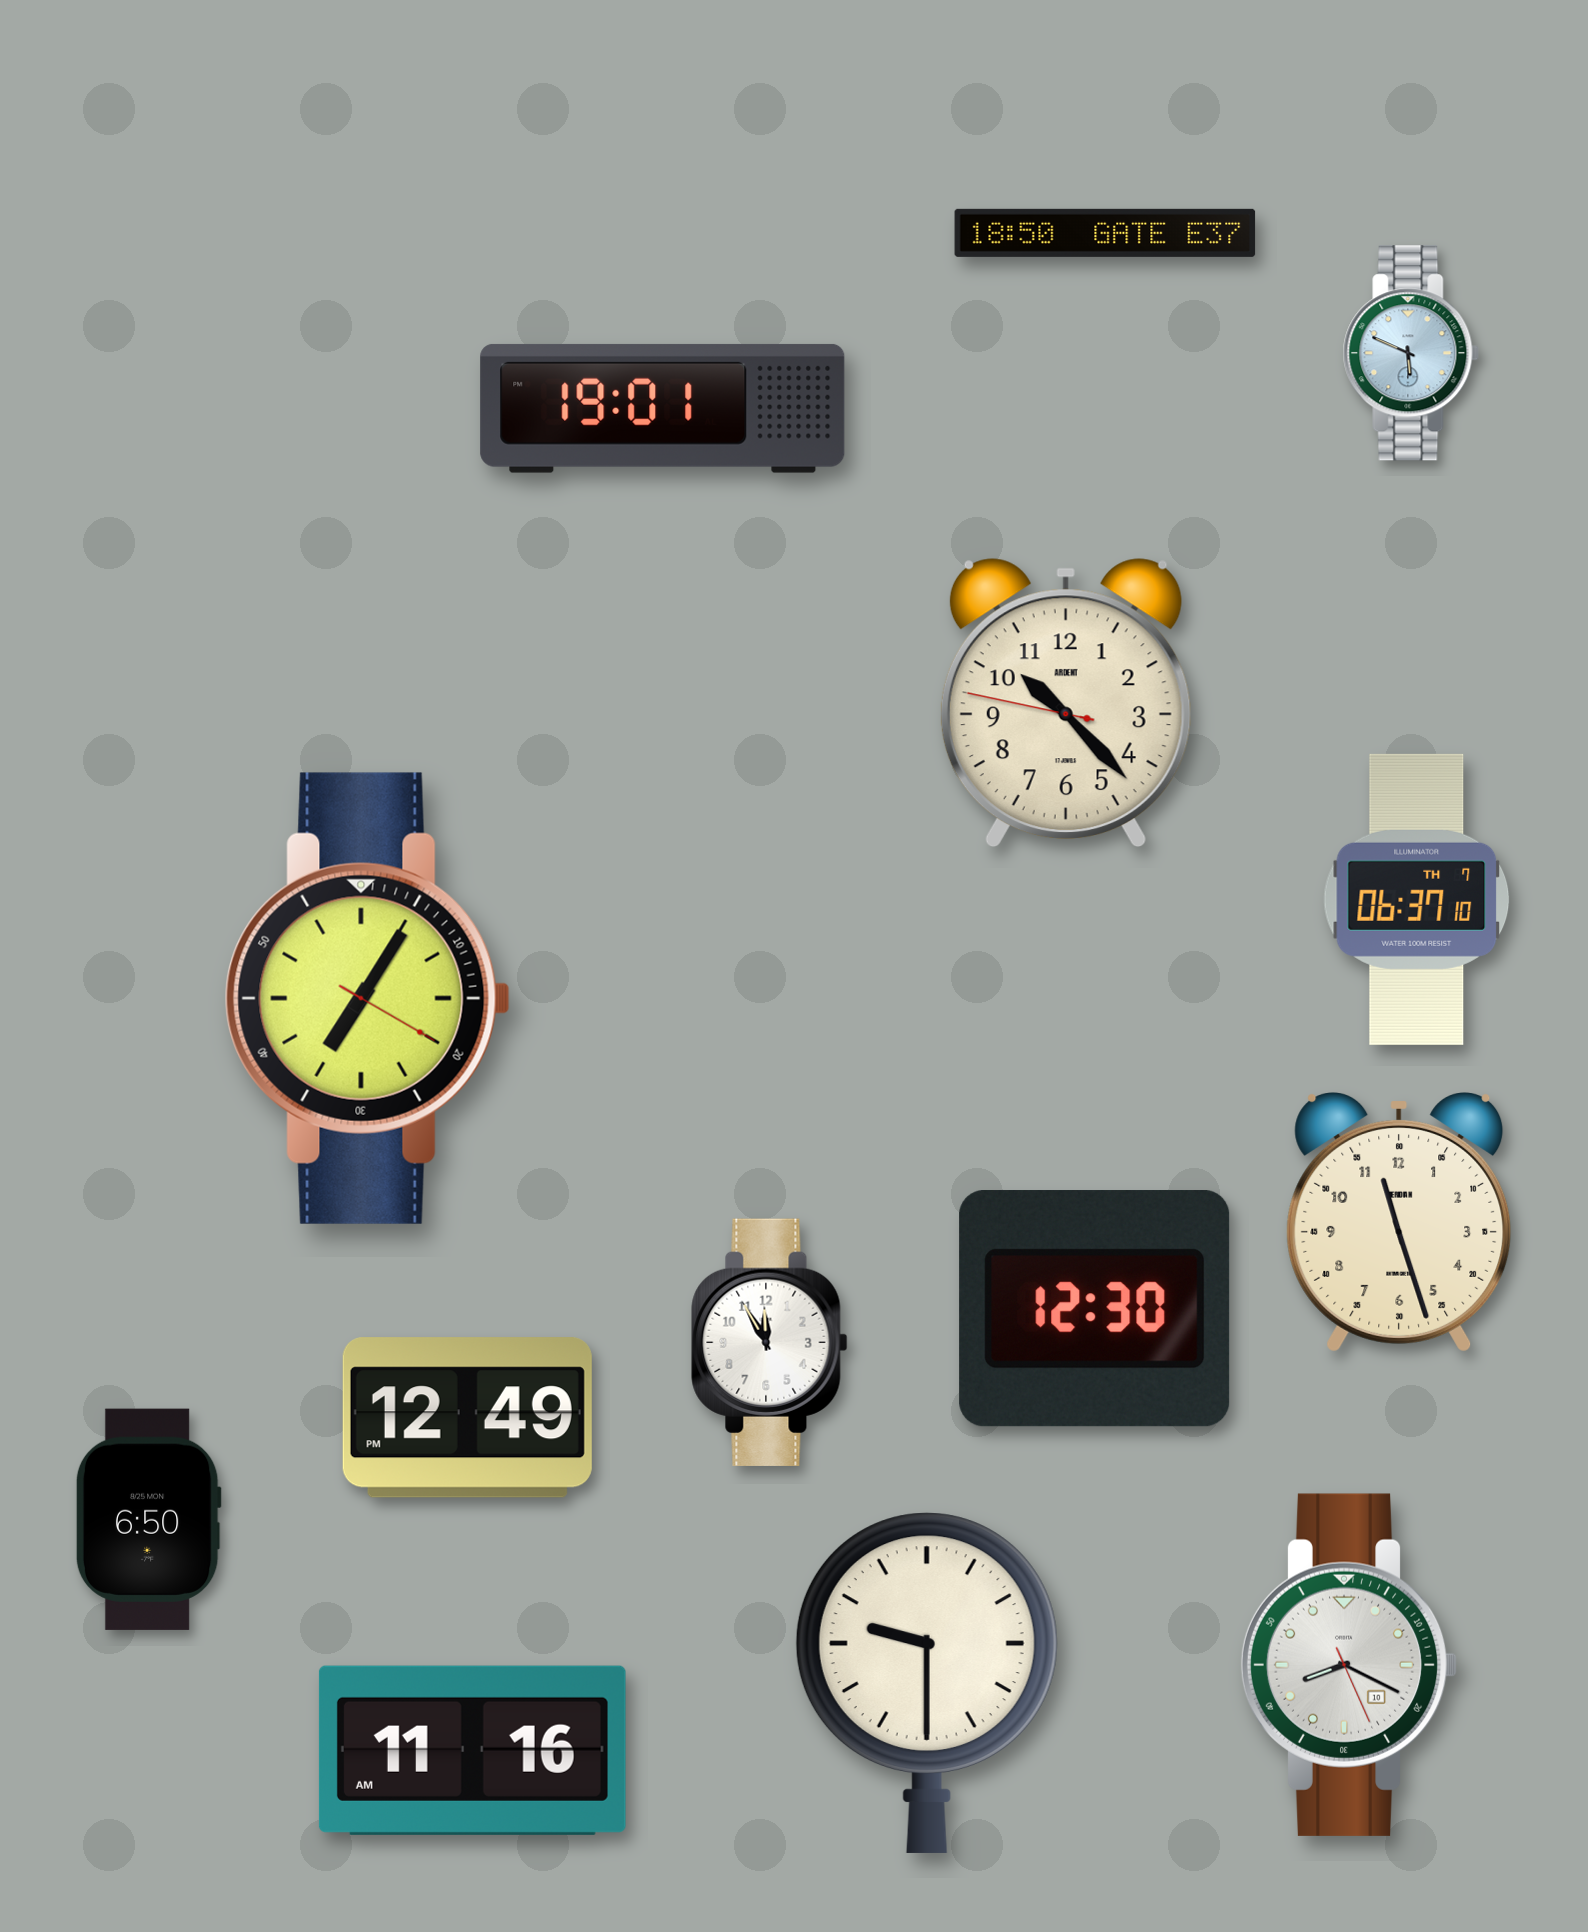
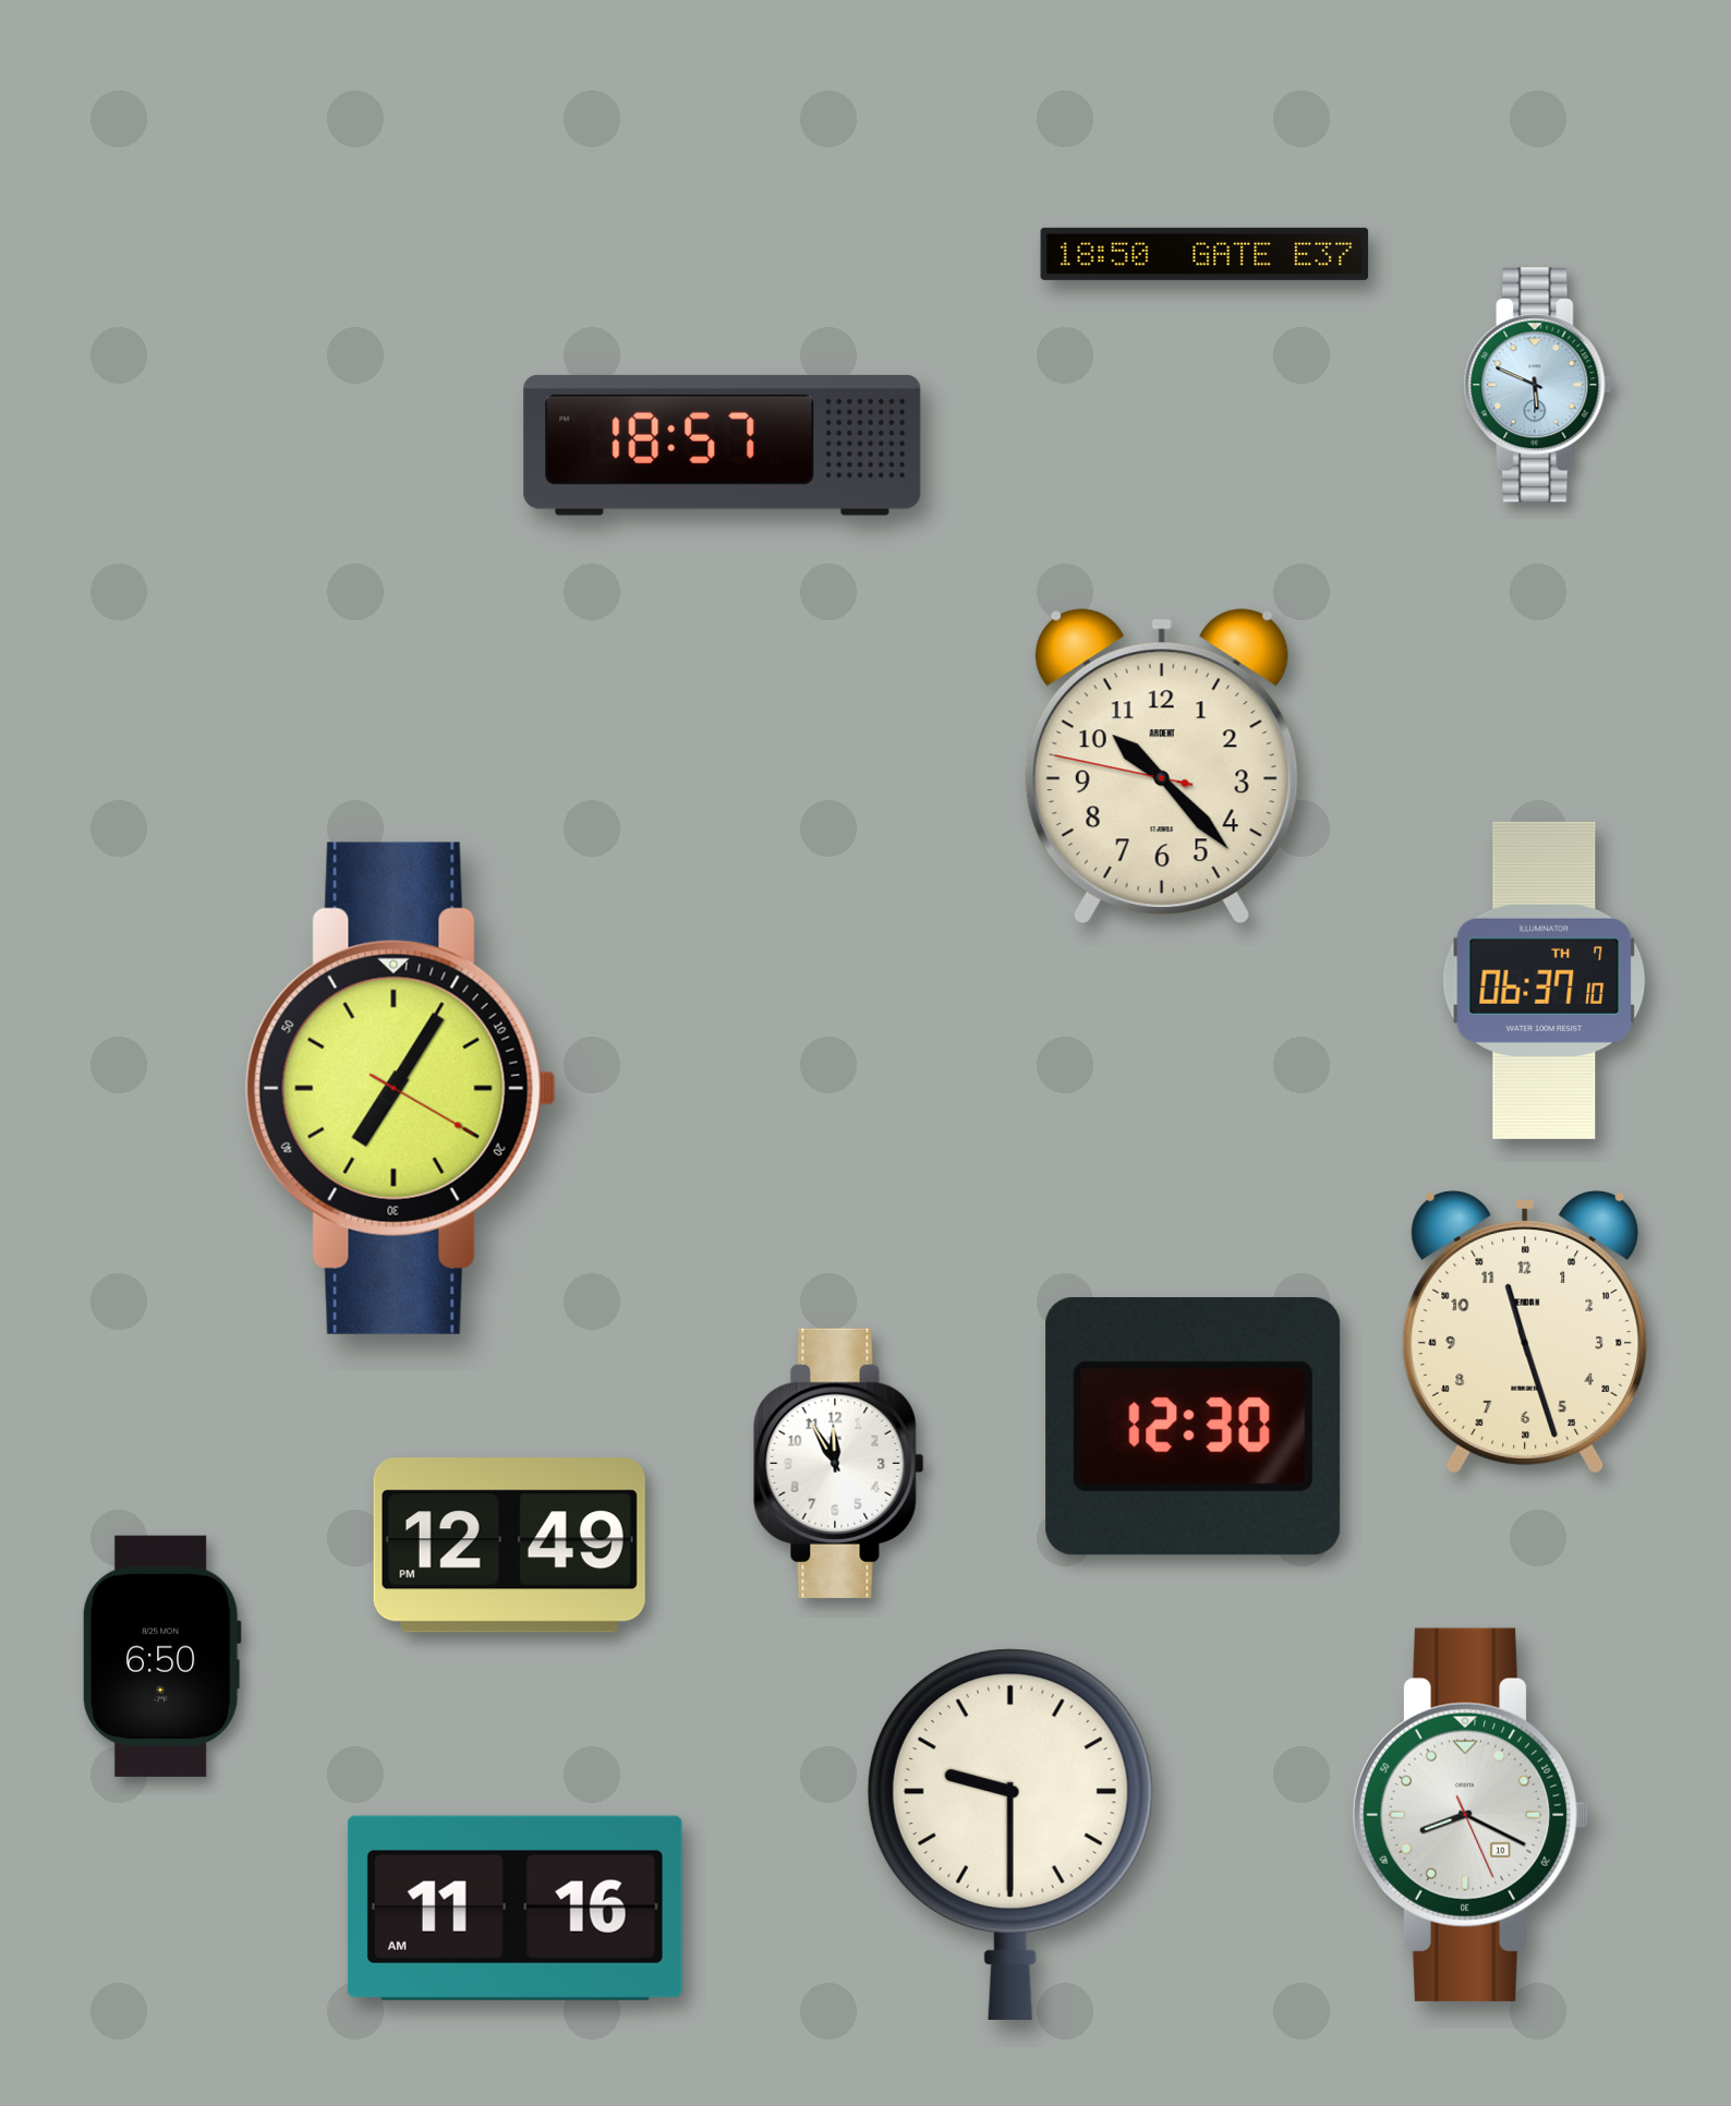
clock at (663, 408): 19:01 -> 18:57
